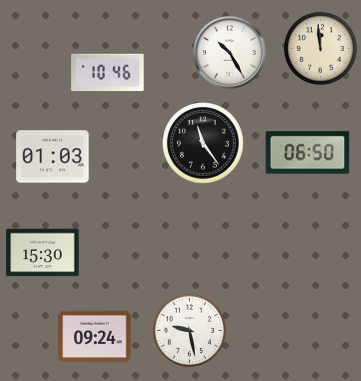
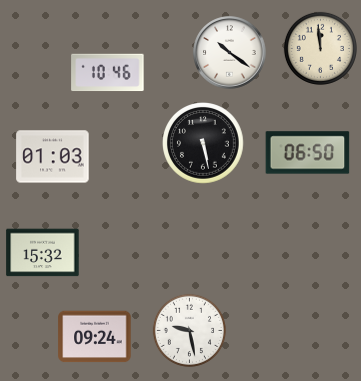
clock at (230, 53): 10:25 -> 10:21
clock at (204, 144): 11:24 -> 5:28
clock at (43, 253): 15:30 -> 15:32
